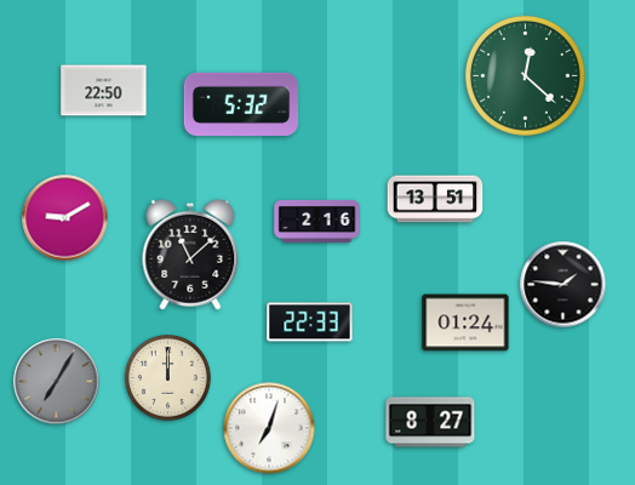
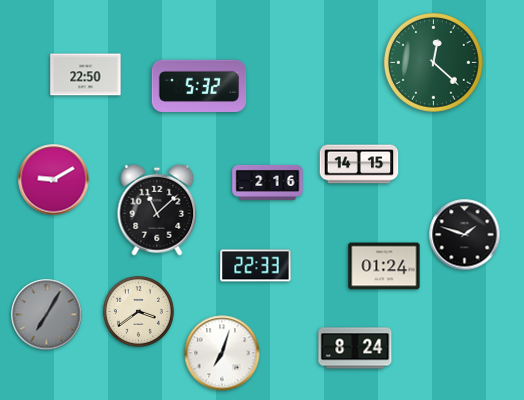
clock at (435, 199): 13:51 -> 14:15
clock at (317, 221) position: (317, 221) -> (268, 182)
clock at (564, 285): 1:46 -> 1:48
clock at (168, 378): 12:00 -> 3:39
clock at (430, 422): 8:27 -> 8:24
